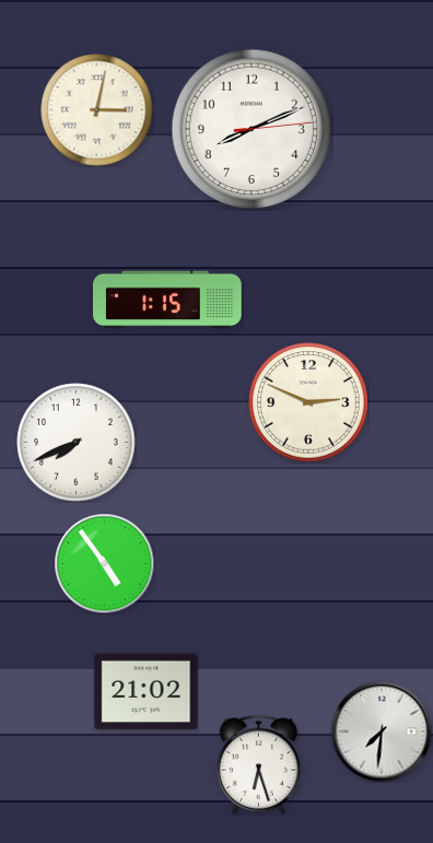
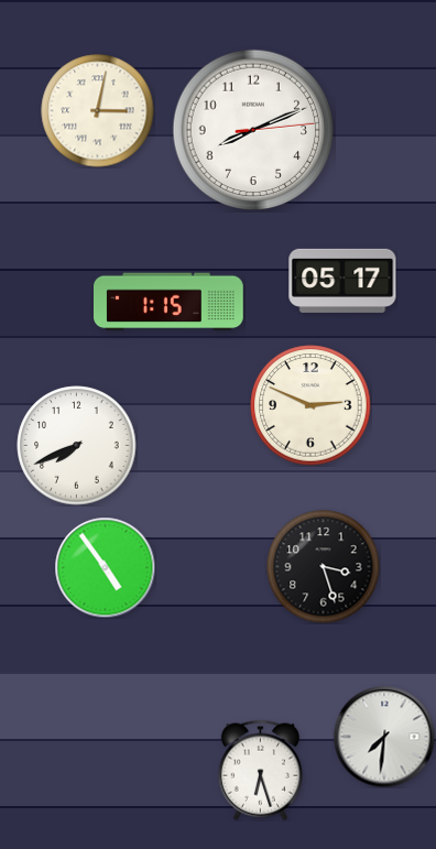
clock at (342, 281): none -> 05:17
clock at (324, 567): none -> 3:27
clock at (147, 692): 21:02 -> none
